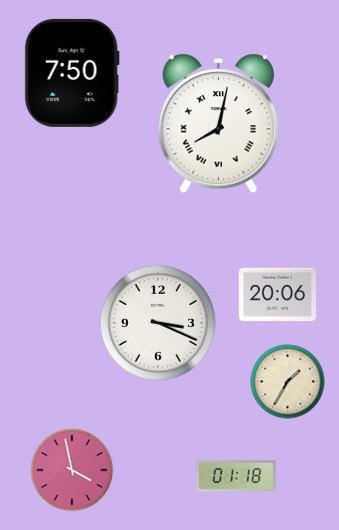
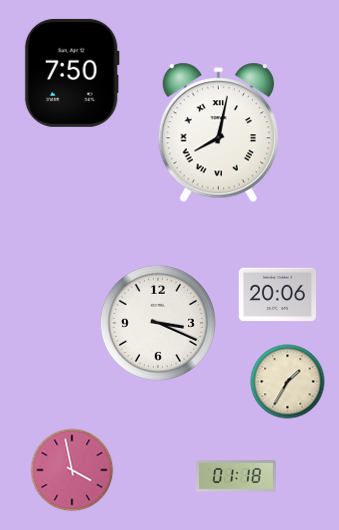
clock at (218, 124) position: (218, 124) -> (218, 133)
